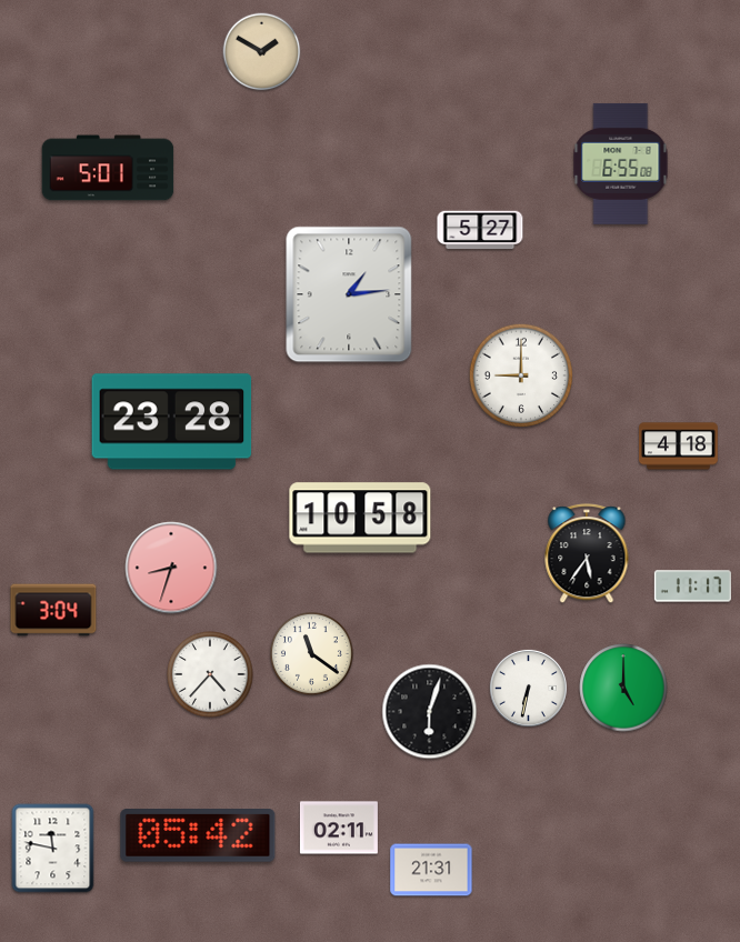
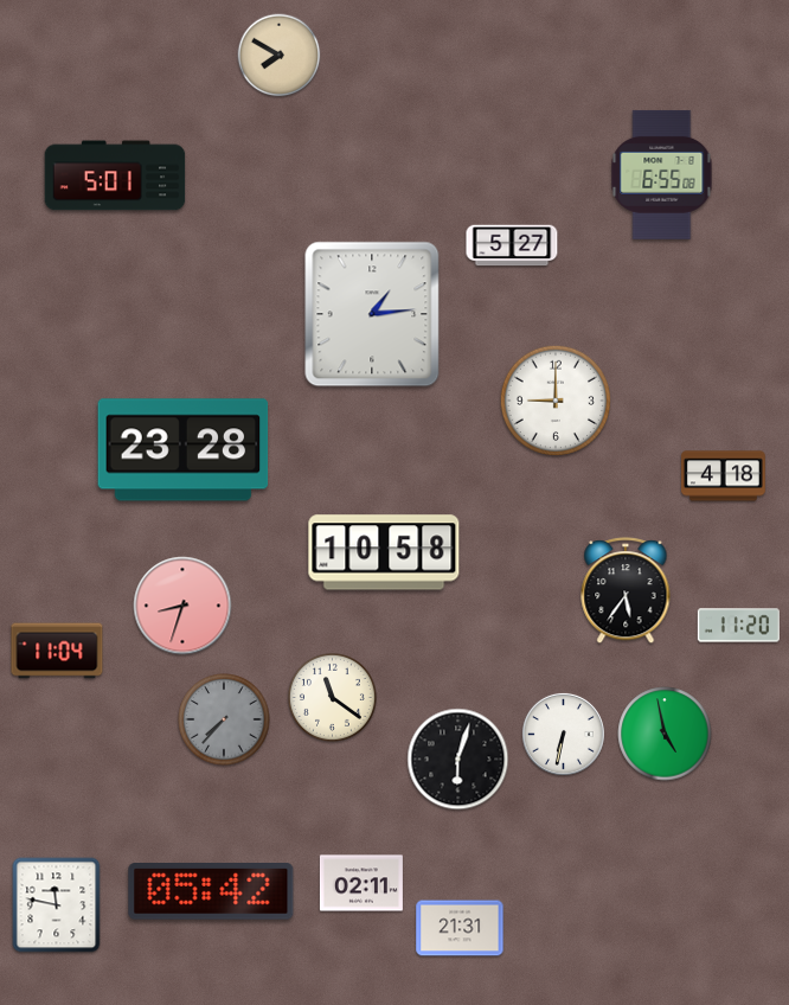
clock at (262, 52): 1:50 -> 7:50
clock at (108, 168) position: (108, 168) -> (115, 175)
clock at (692, 587): 11:17 -> 11:20
clock at (53, 610): 3:04 -> 11:04
clock at (210, 674): 4:37 -> 7:37
clock at (210, 674) dial: white -> grey
clock at (623, 688): 5:00 -> 4:58
